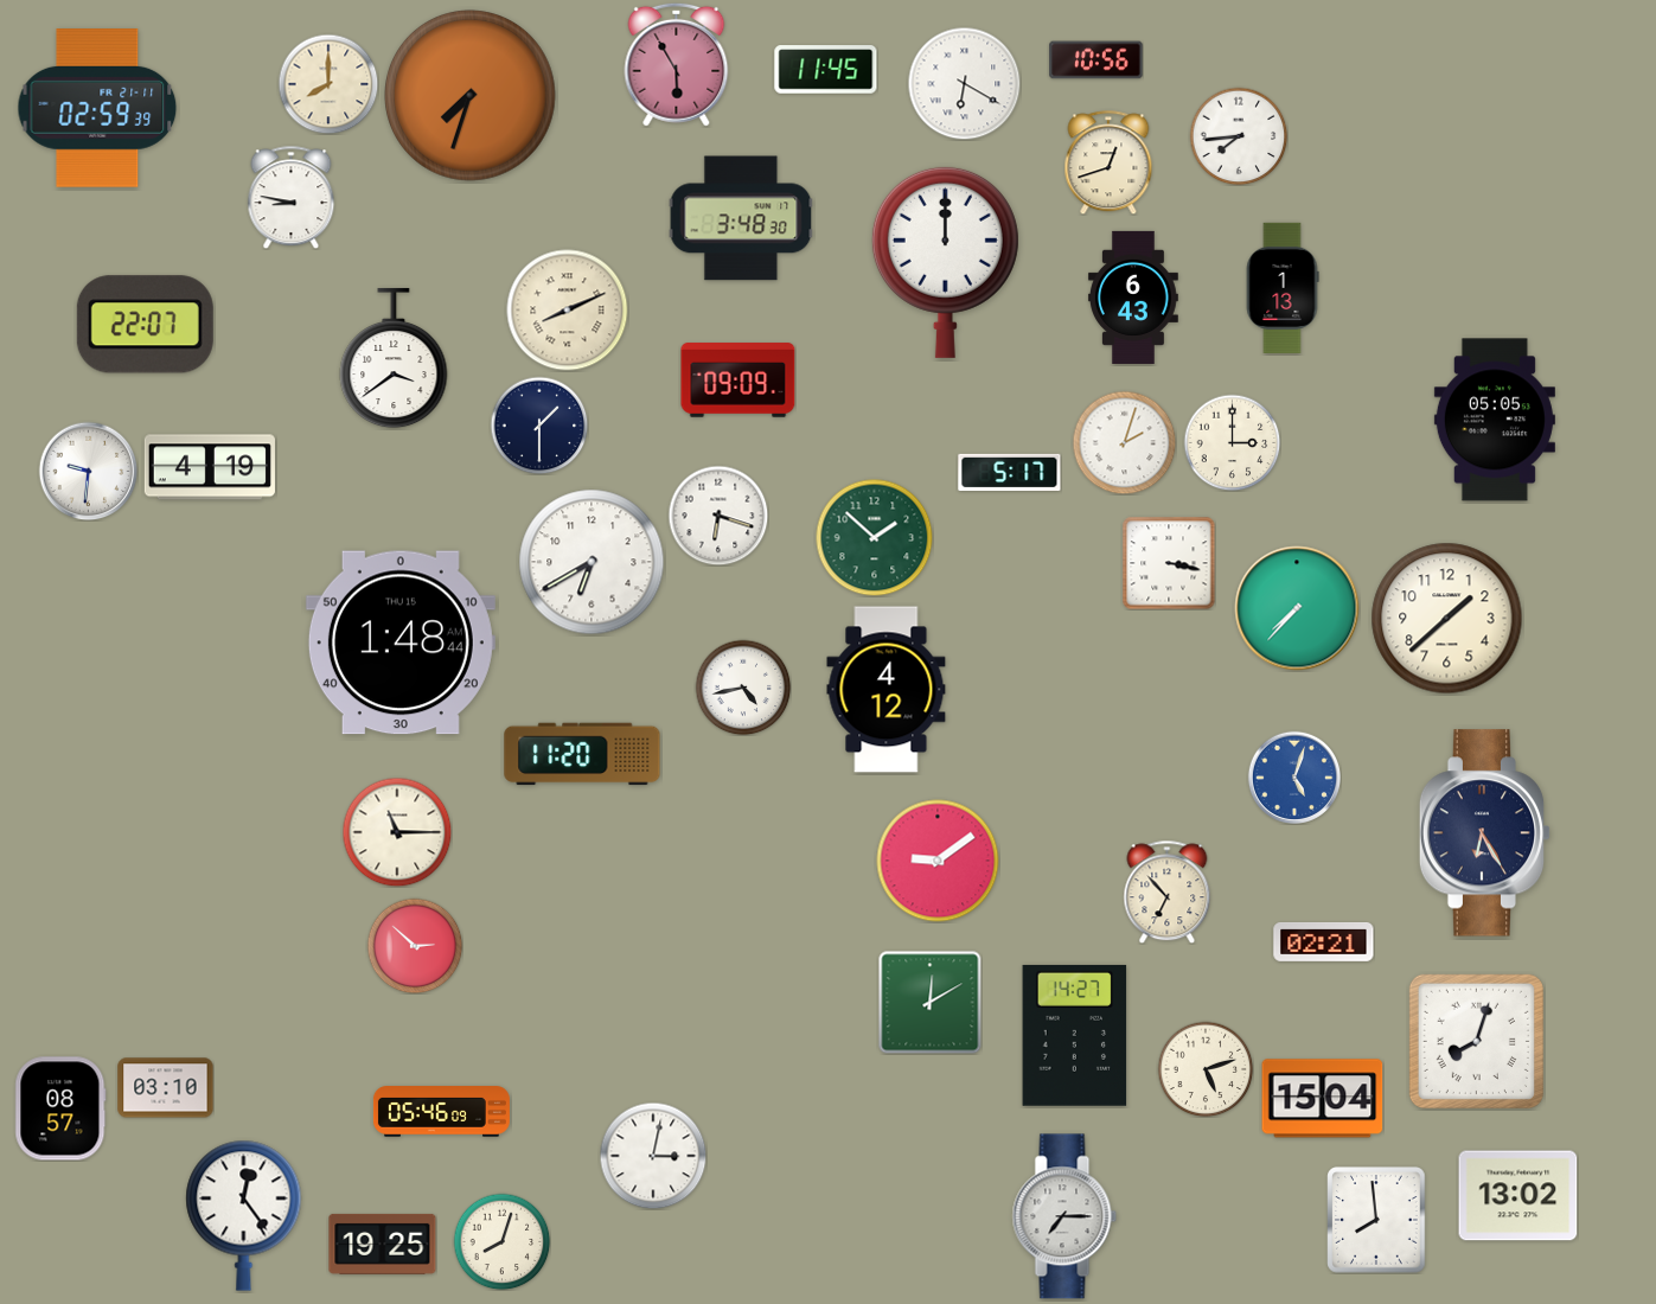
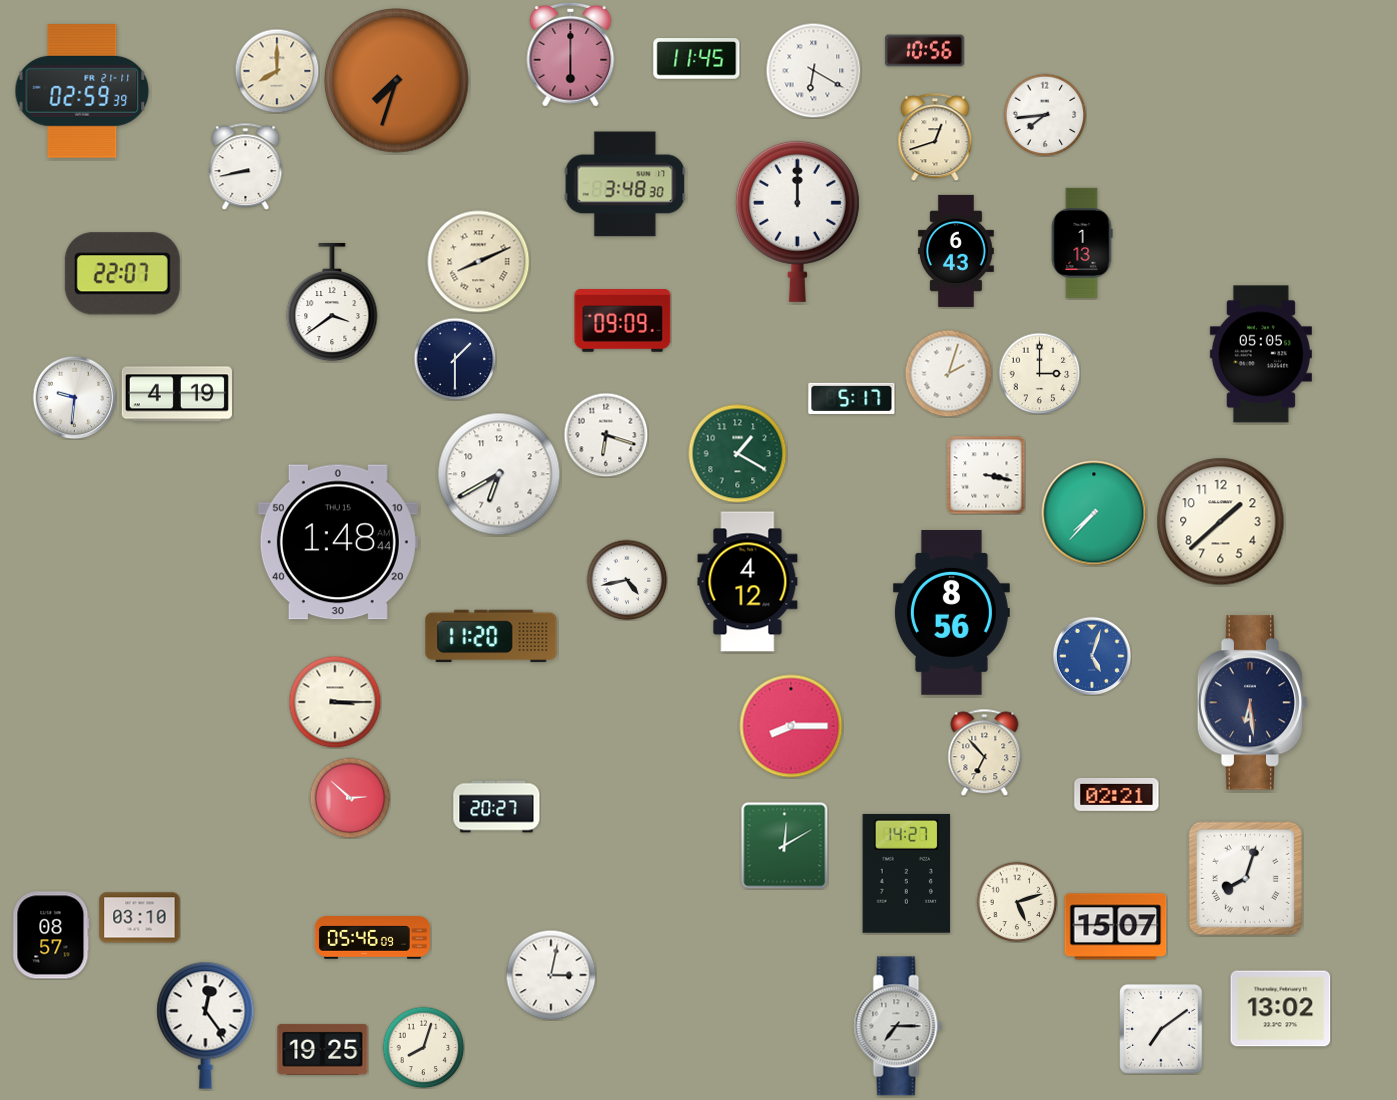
clock at (677, 64): 5:55 -> 6:00
clock at (292, 197): 8:47 -> 8:43
clock at (875, 538): 1:52 -> 1:20
clock at (951, 613): none -> 8:56
clock at (397, 832): 11:15 -> 3:15
clock at (1485, 833): 6:25 -> 6:29
clock at (938, 861): 9:09 -> 8:15
clock at (497, 807): none -> 20:27
clock at (1323, 1099): 15:04 -> 15:07
clock at (1376, 1220): 7:59 -> 7:09
